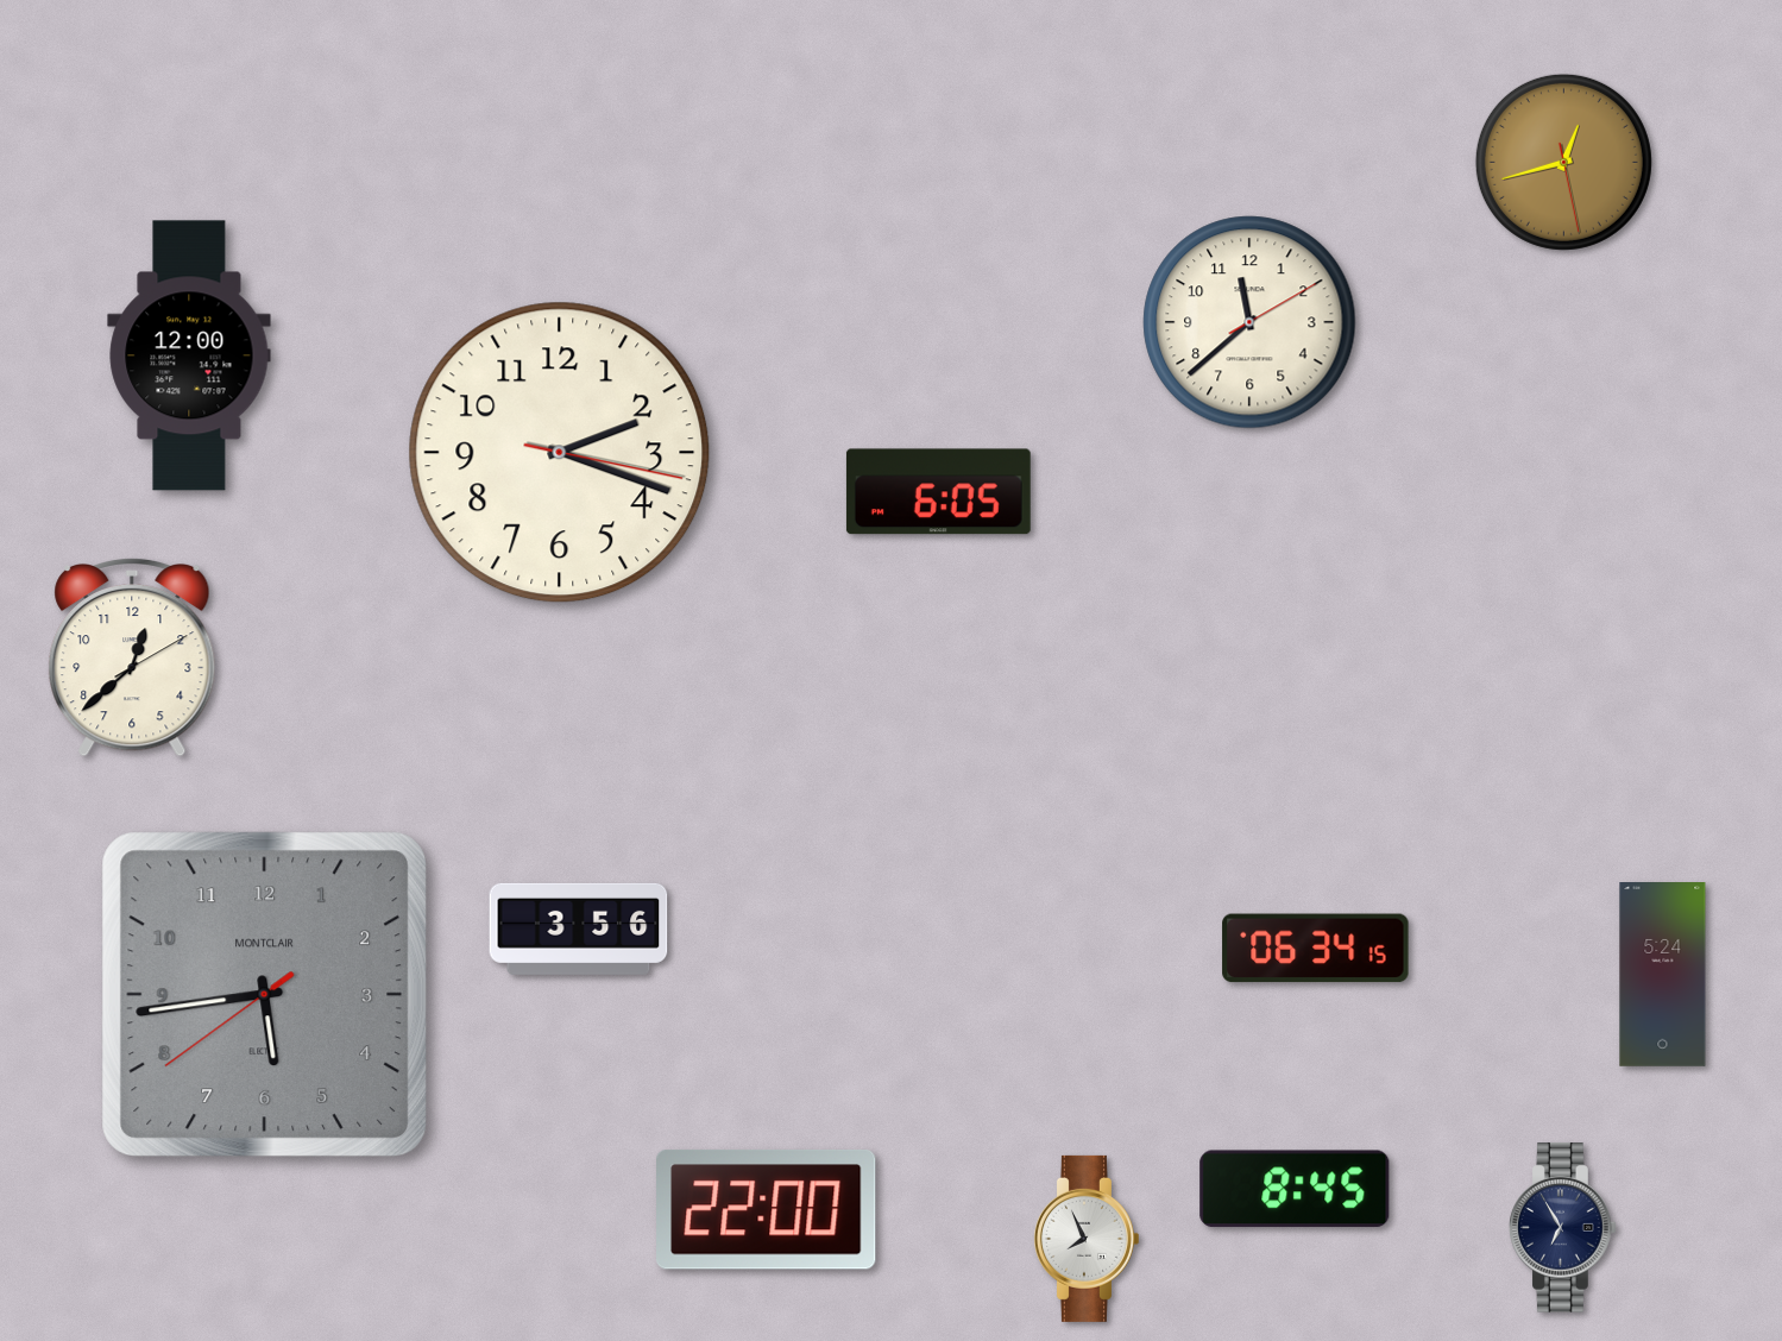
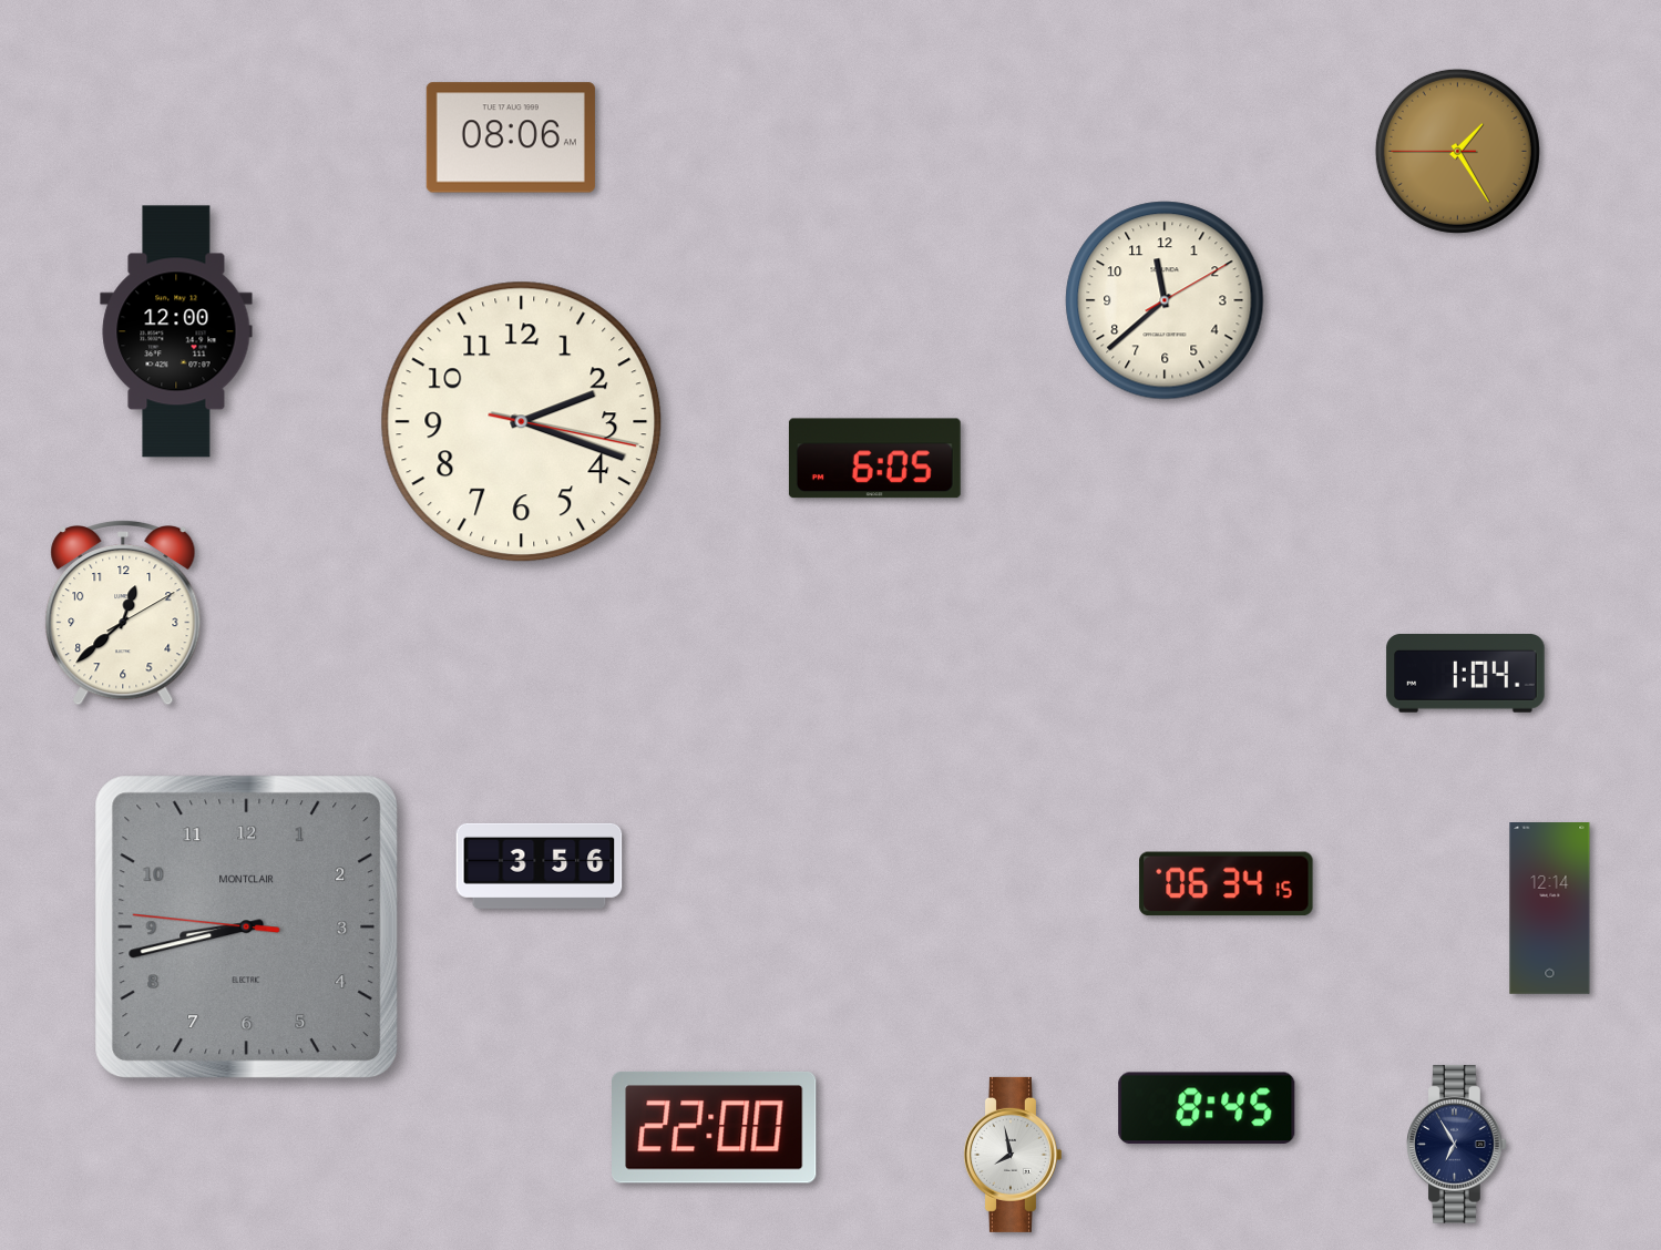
clock at (511, 137): none -> 08:06
clock at (1563, 162): 12:42 -> 1:24
clock at (1466, 674): none -> 1:04
clock at (1663, 975): 5:24 -> 12:14
clock at (265, 995): 5:43 -> 8:42
clock at (1085, 1239): 7:56 -> 7:58
